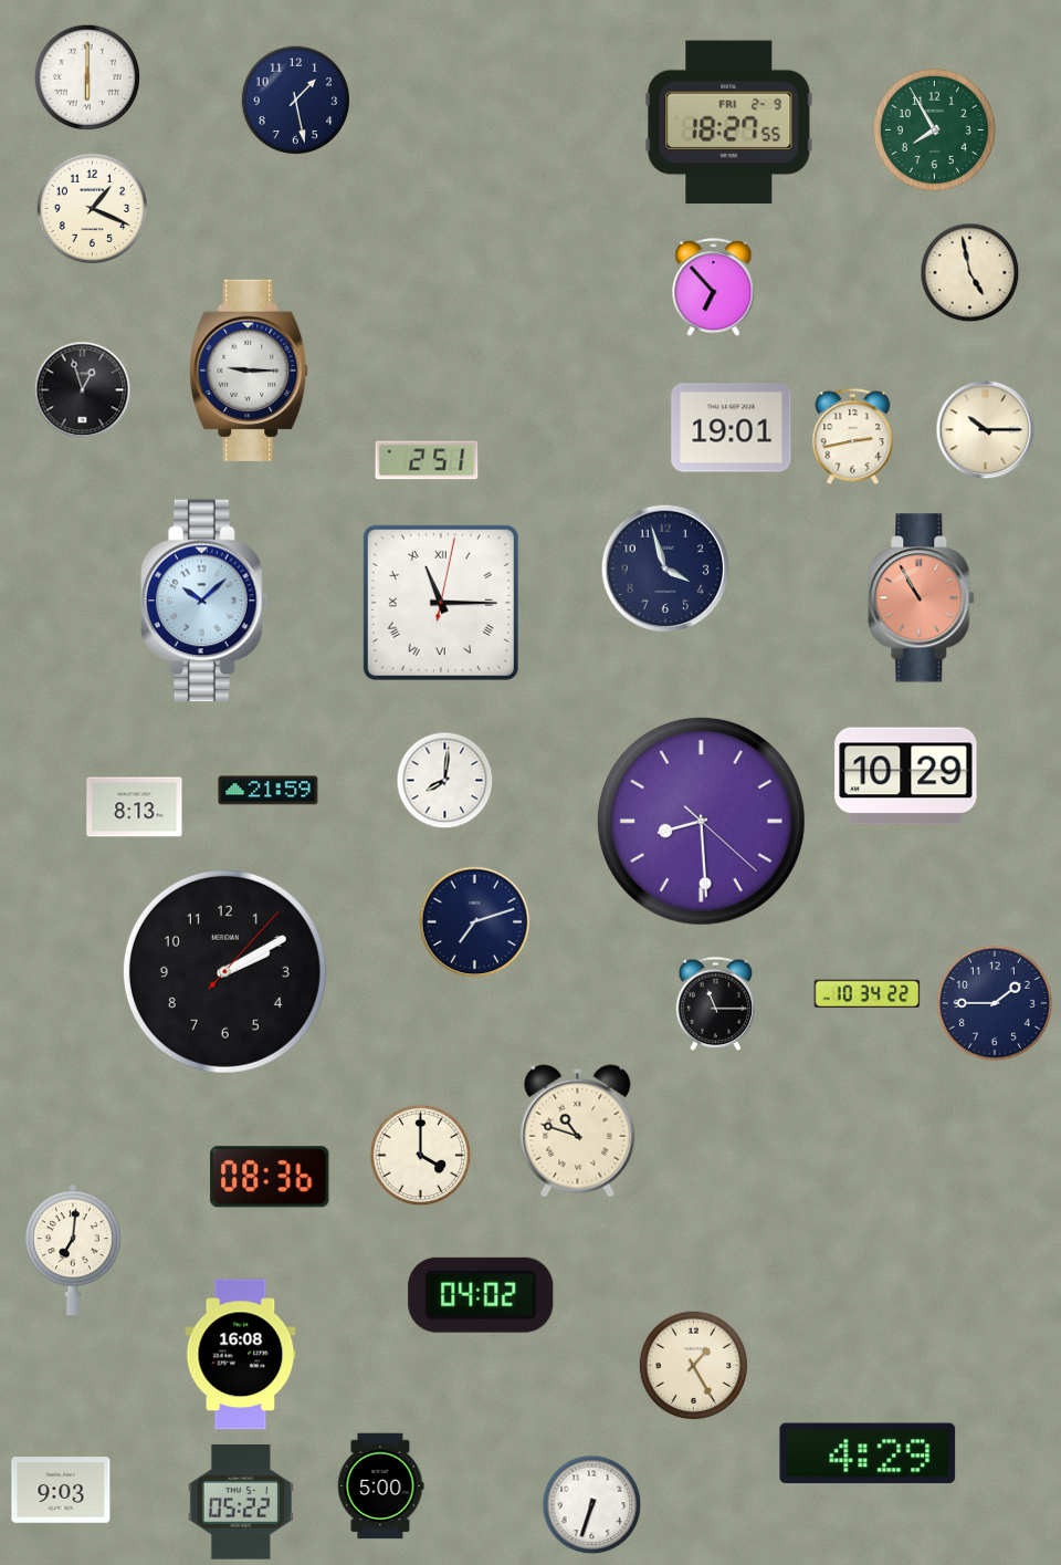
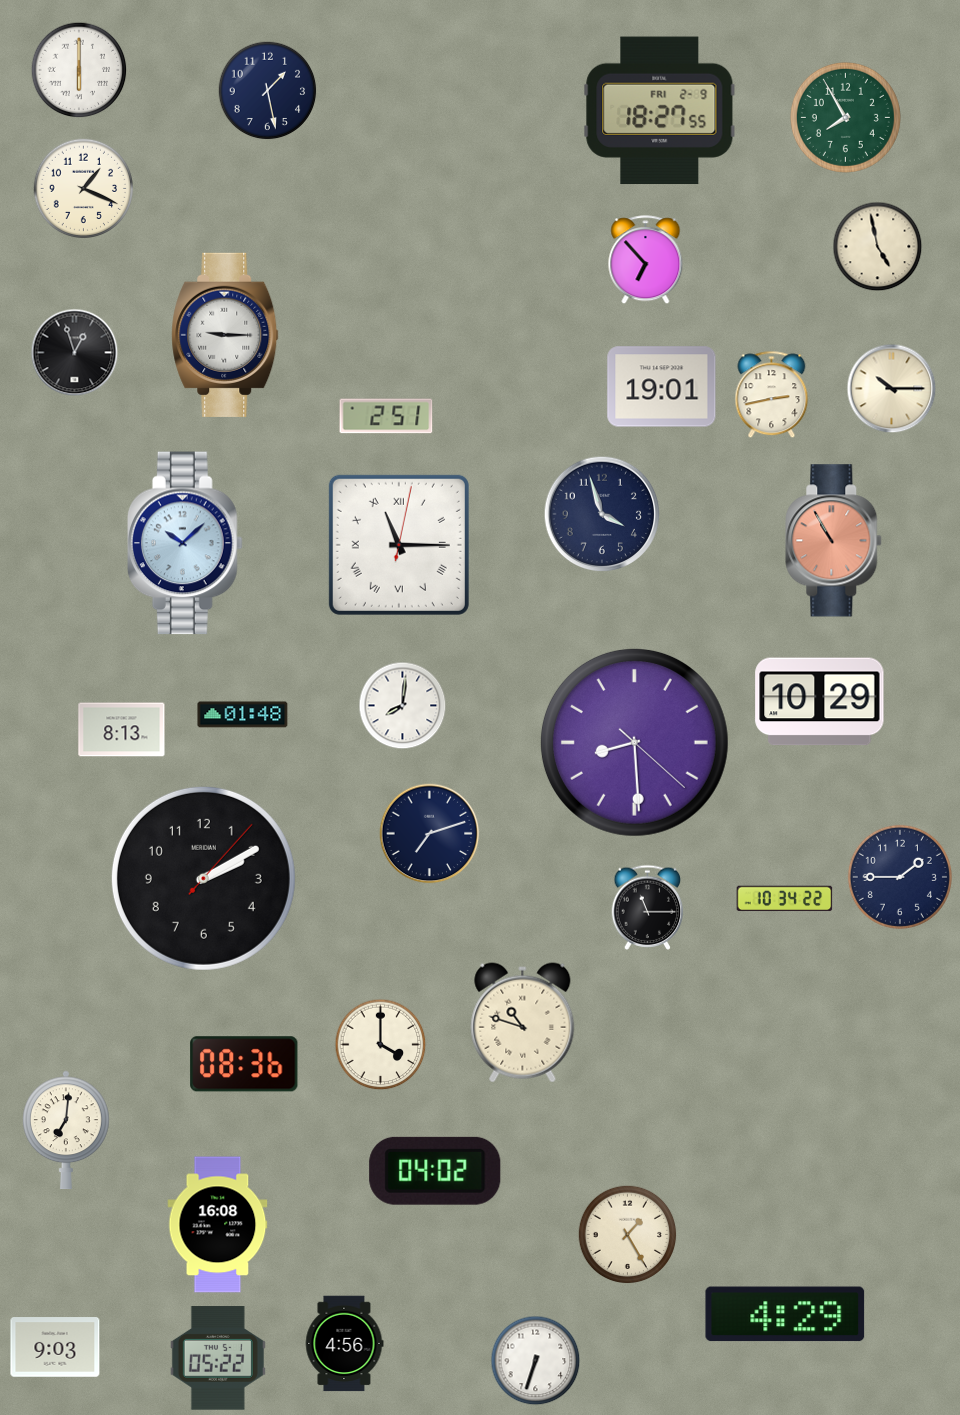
clock at (269, 791): 21:59 -> 01:48
clock at (995, 1003) position: (995, 1003) -> (900, 877)
clock at (380, 1486): 5:00 -> 4:56
